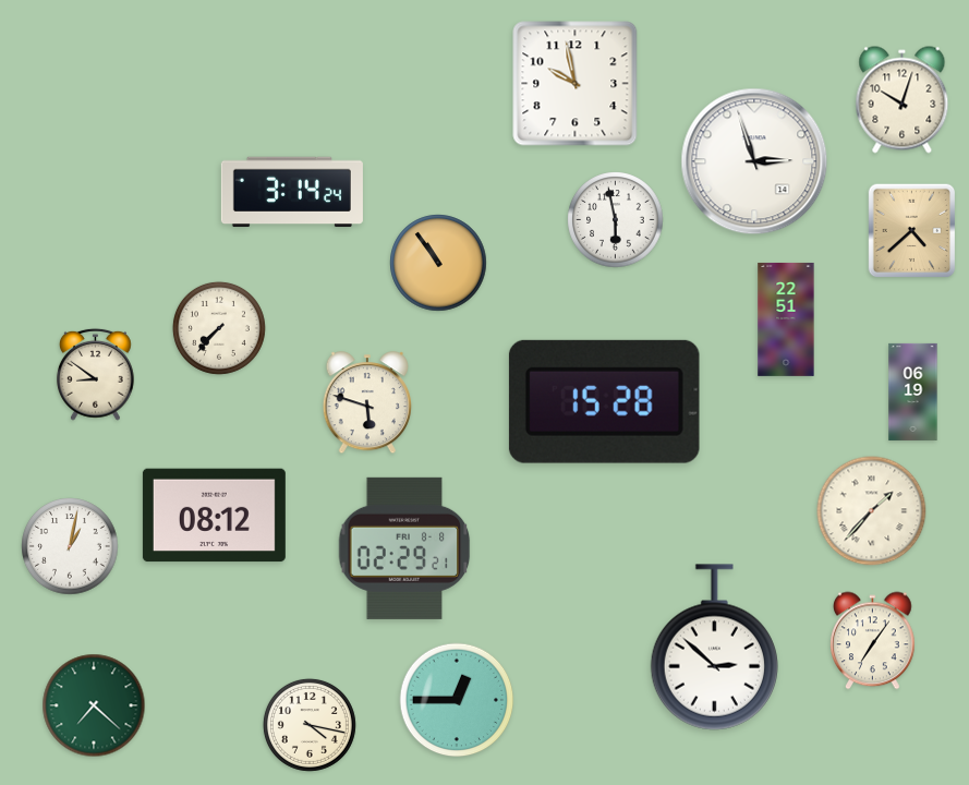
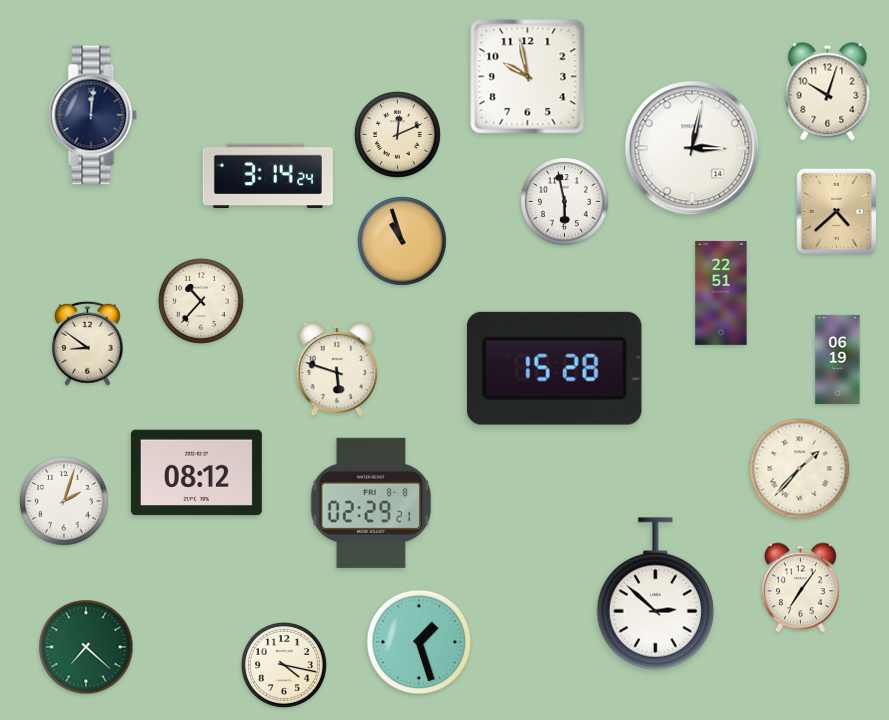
clock at (93, 115): none -> 12:01
clock at (397, 134): none -> 12:11
clock at (754, 161): 2:57 -> 3:02
clock at (438, 263): 10:54 -> 10:57
clock at (219, 328): 7:37 -> 10:37
clock at (70, 546): 1:02 -> 2:03
clock at (457, 700): 12:45 -> 1:27
